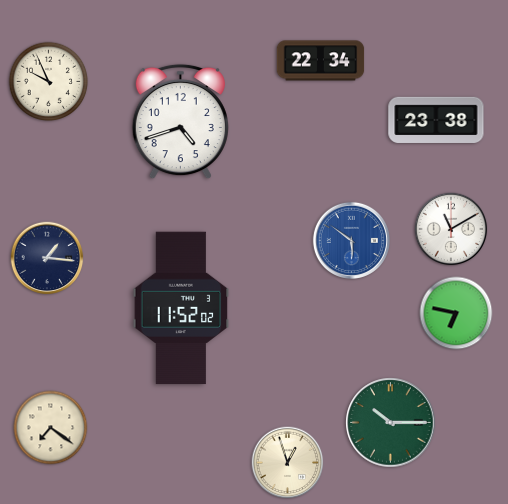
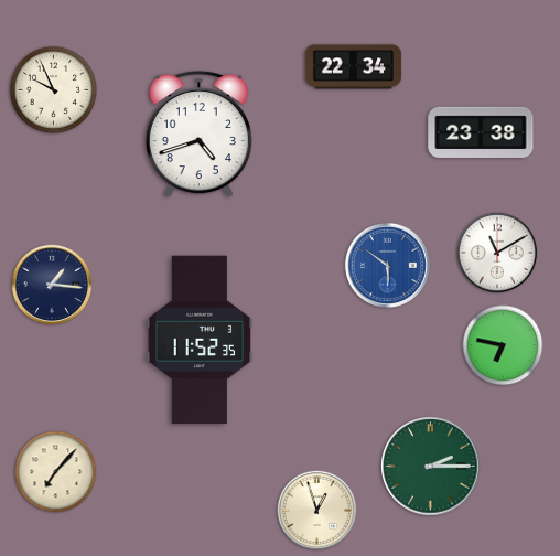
clock at (181, 308): 11:52:02 -> 11:52:35
clock at (391, 423): 10:15 -> 2:15
clock at (51, 428): 7:21 -> 7:07
